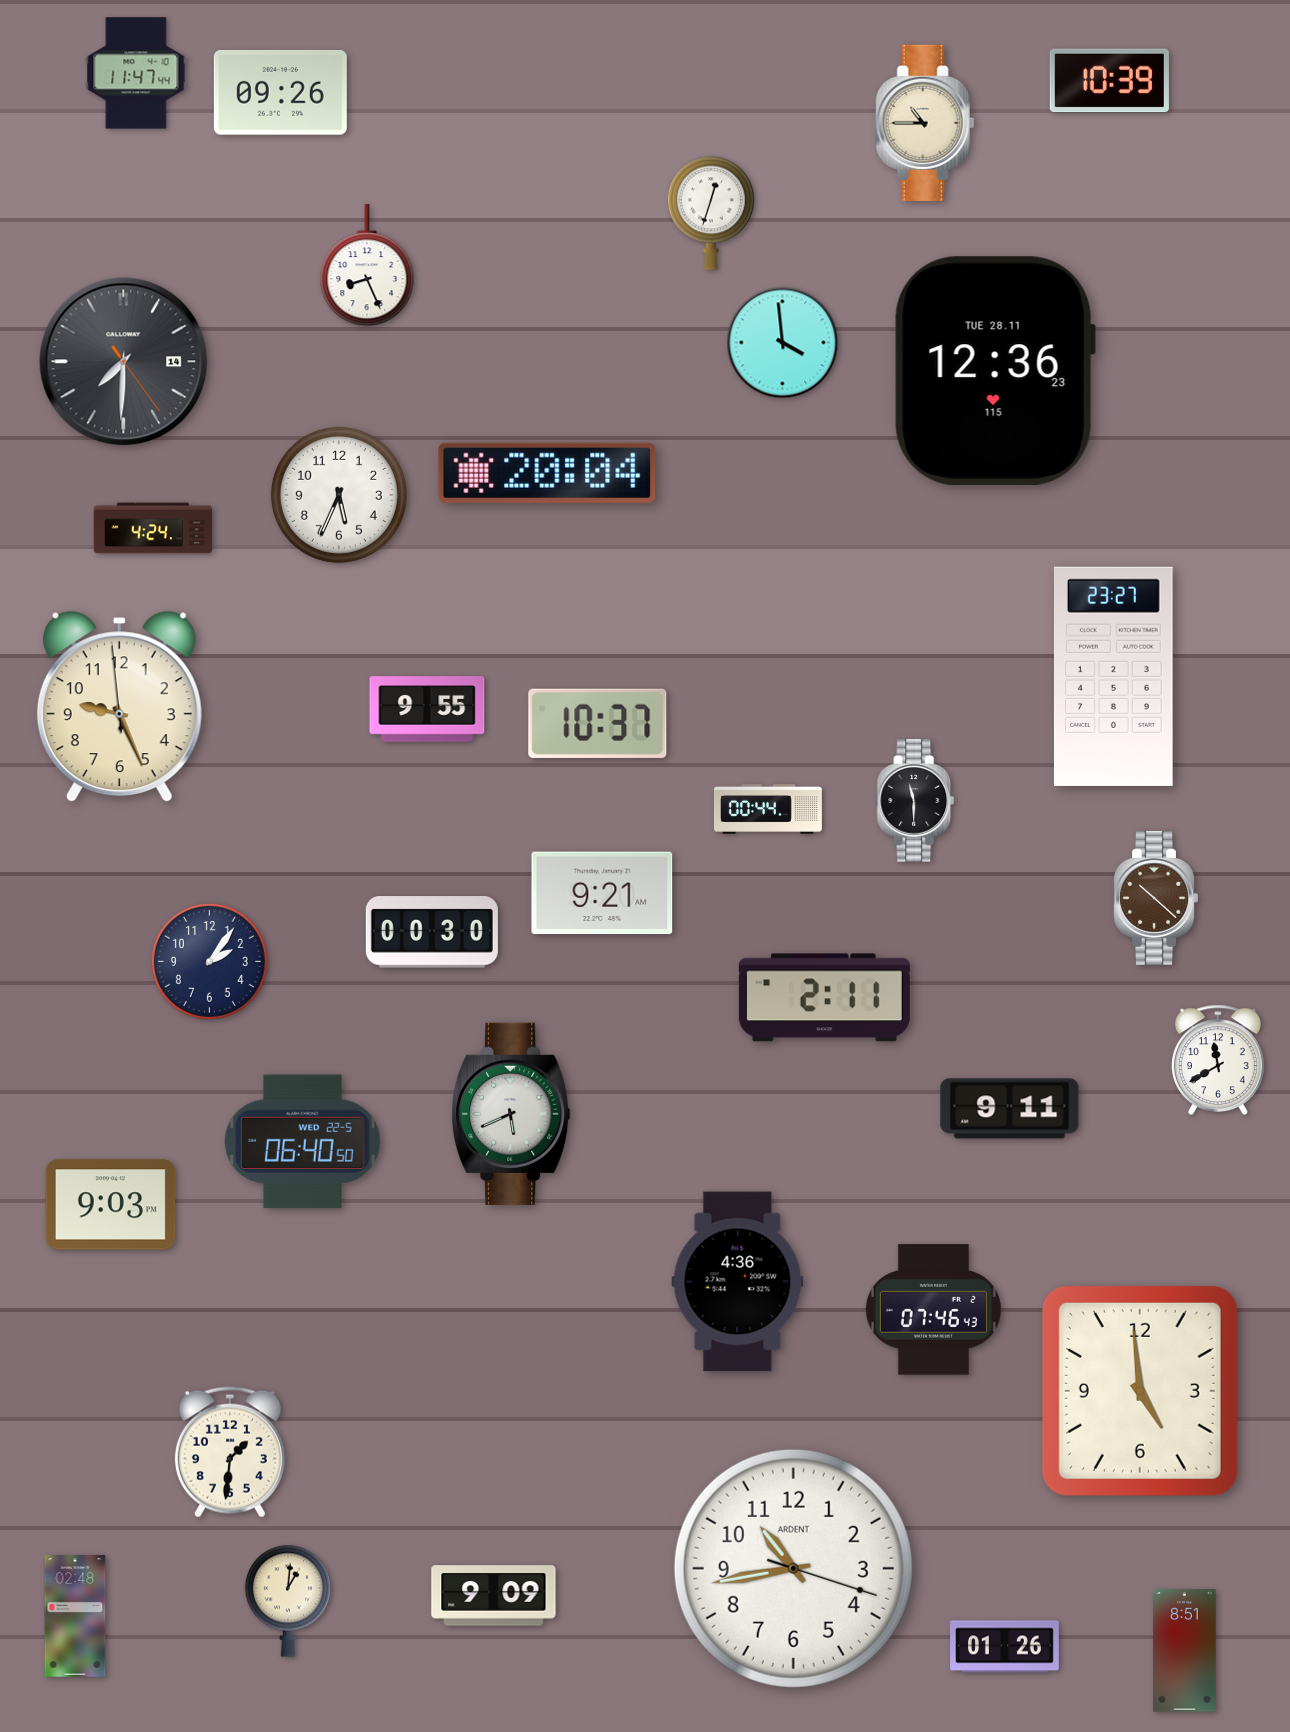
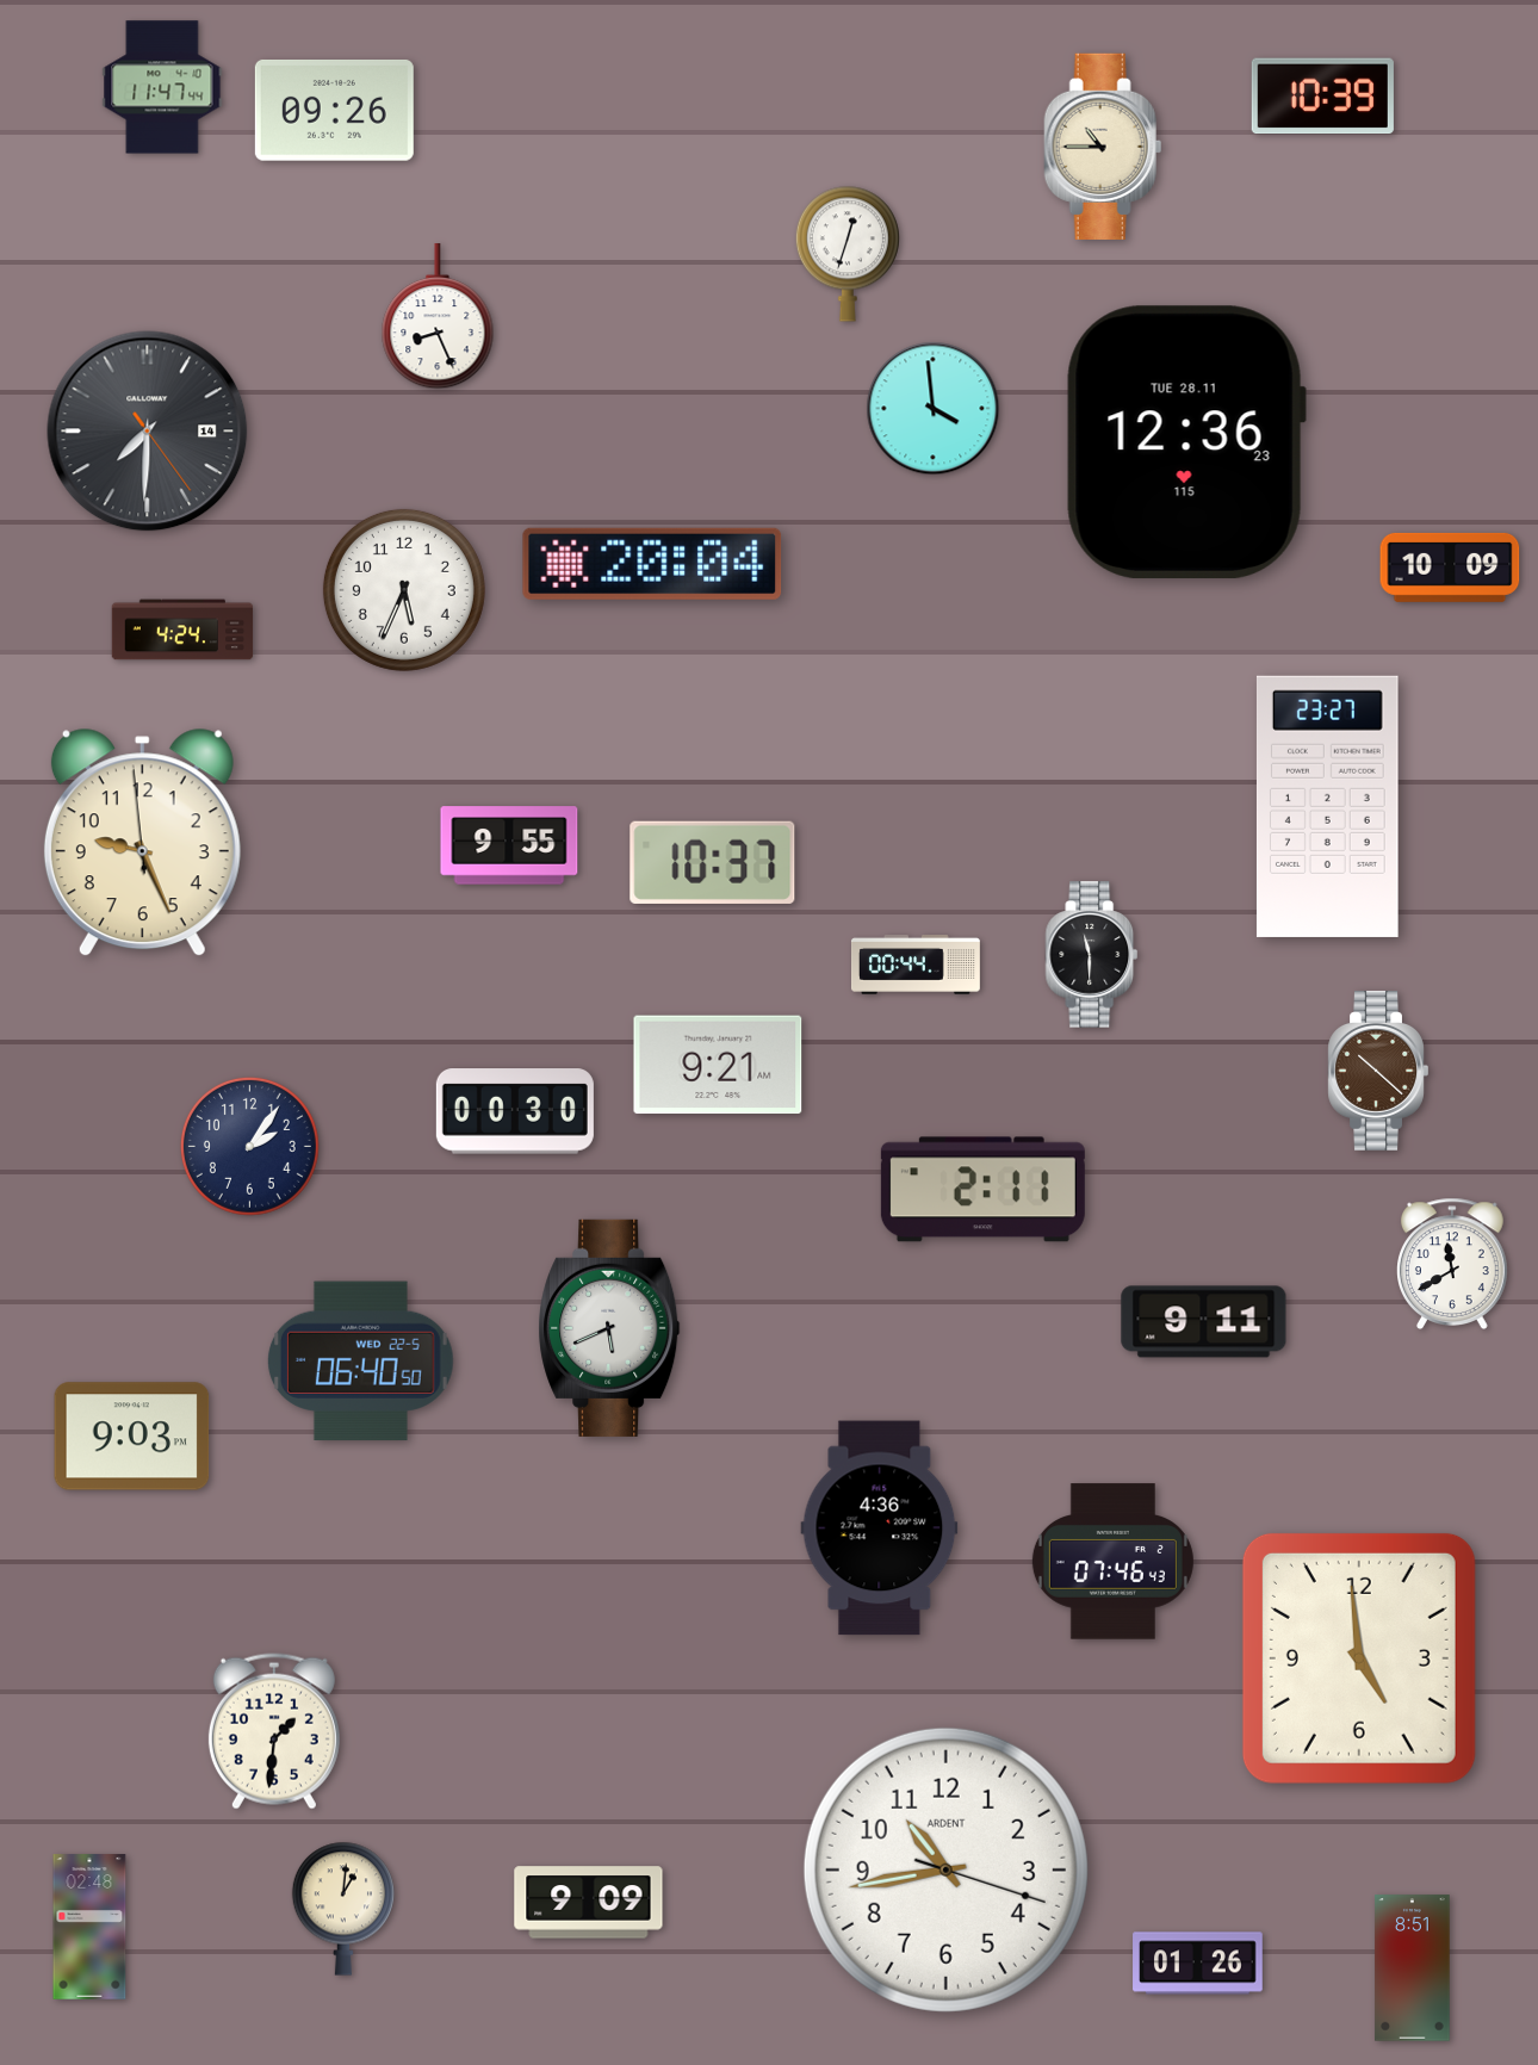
clock at (1450, 568): none -> 10:09
